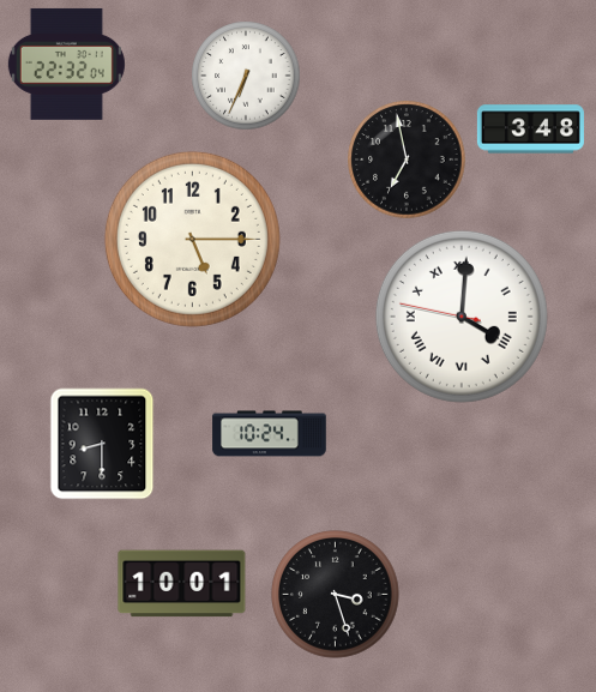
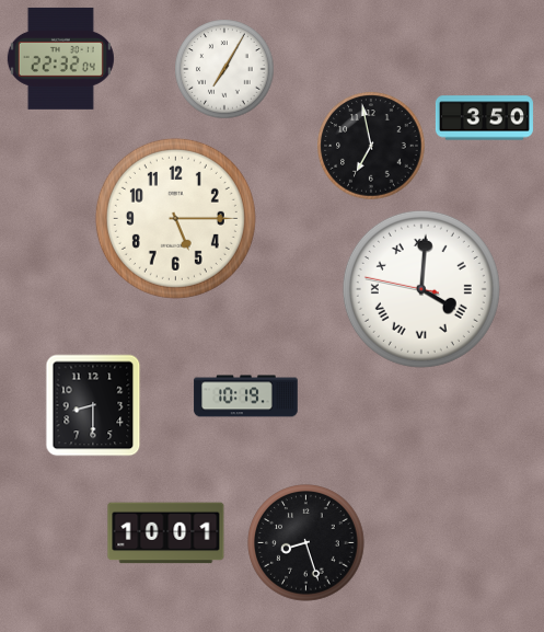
clock at (246, 76): 6:34 -> 7:05
clock at (530, 130): 3:48 -> 3:50
clock at (270, 434): 10:24 -> 10:19
clock at (336, 595): 3:27 -> 8:27
